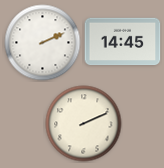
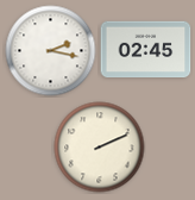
clock at (123, 42): 14:45 -> 02:45
clock at (43, 43): 2:11 -> 2:17
